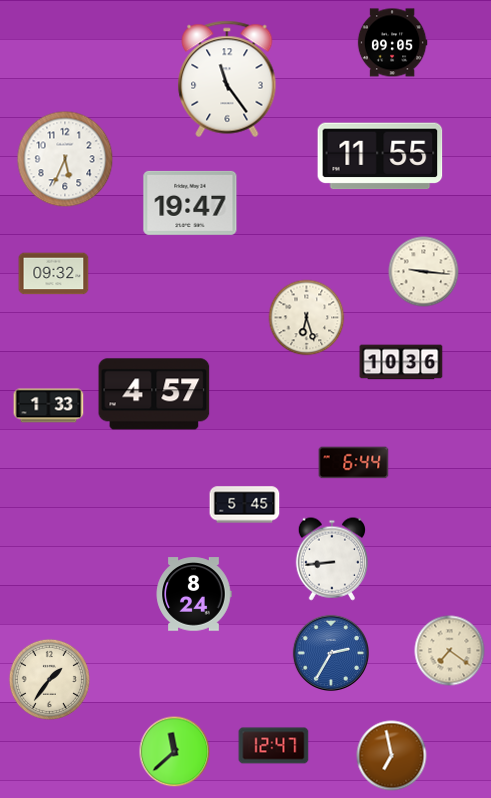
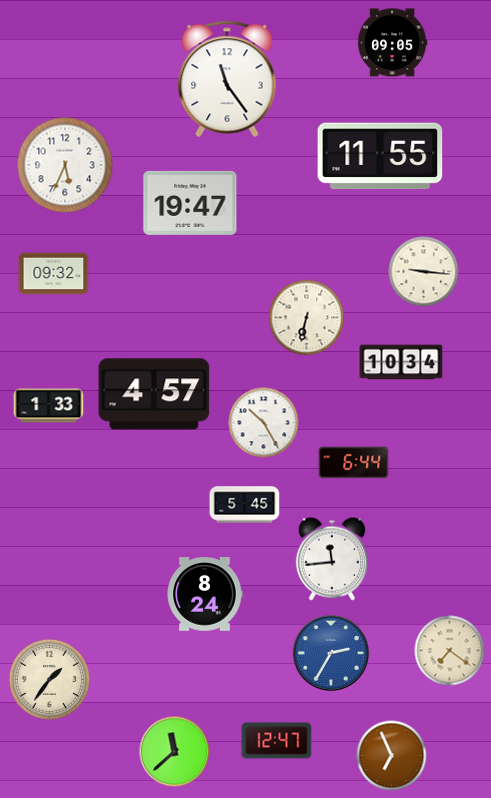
clock at (65, 159) position: (65, 159) -> (65, 165)
clock at (307, 318): 6:27 -> 6:32
clock at (401, 362): 10:36 -> 10:34
clock at (264, 423): none -> 10:25
clock at (331, 559): 8:44 -> 11:44
clock at (194, 594) position: (194, 594) -> (205, 594)
clock at (274, 746) position: (274, 746) -> (277, 741)
clock at (392, 756): 6:58 -> 6:56
